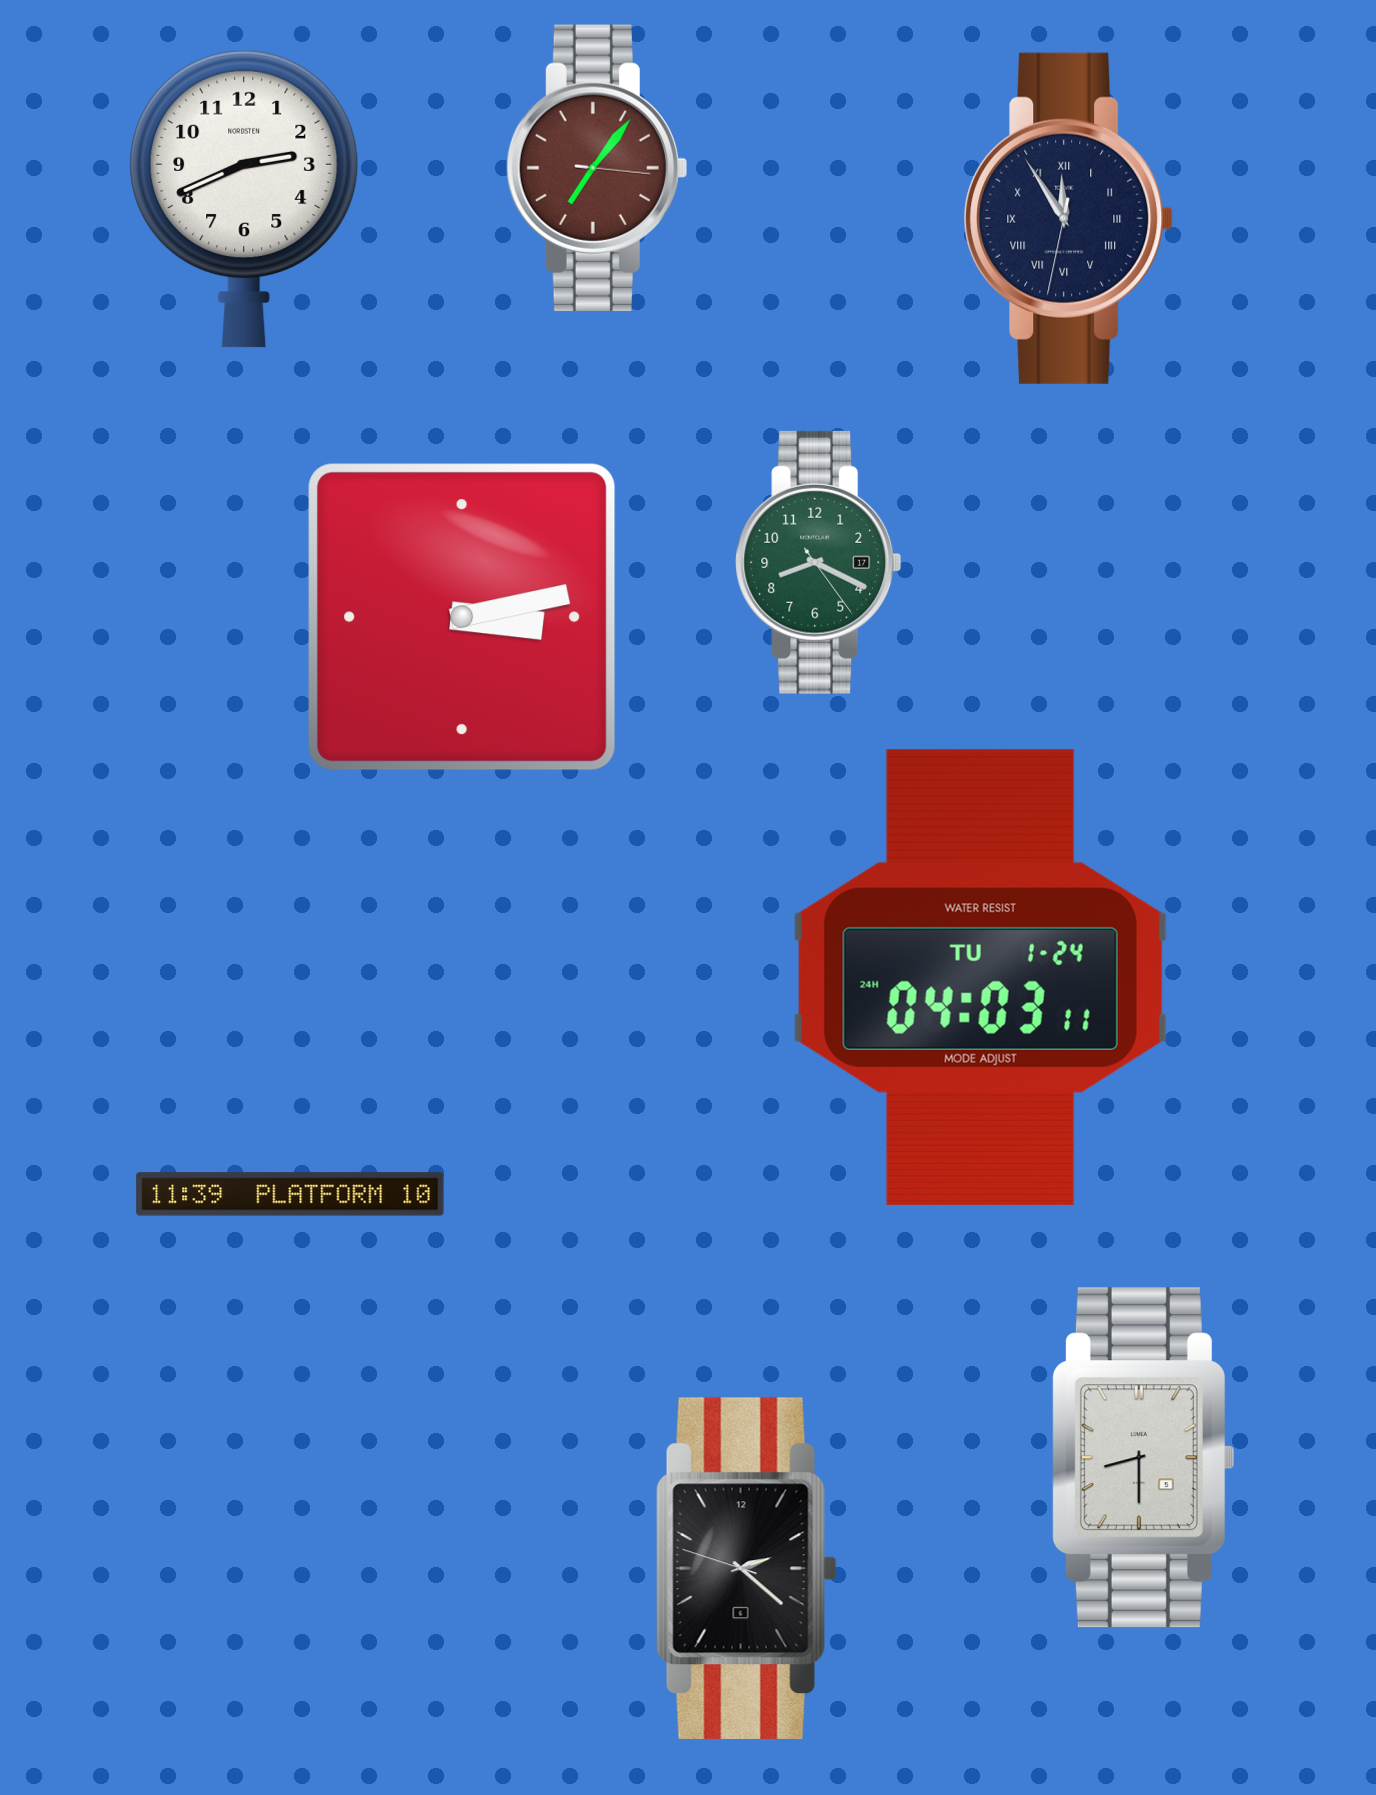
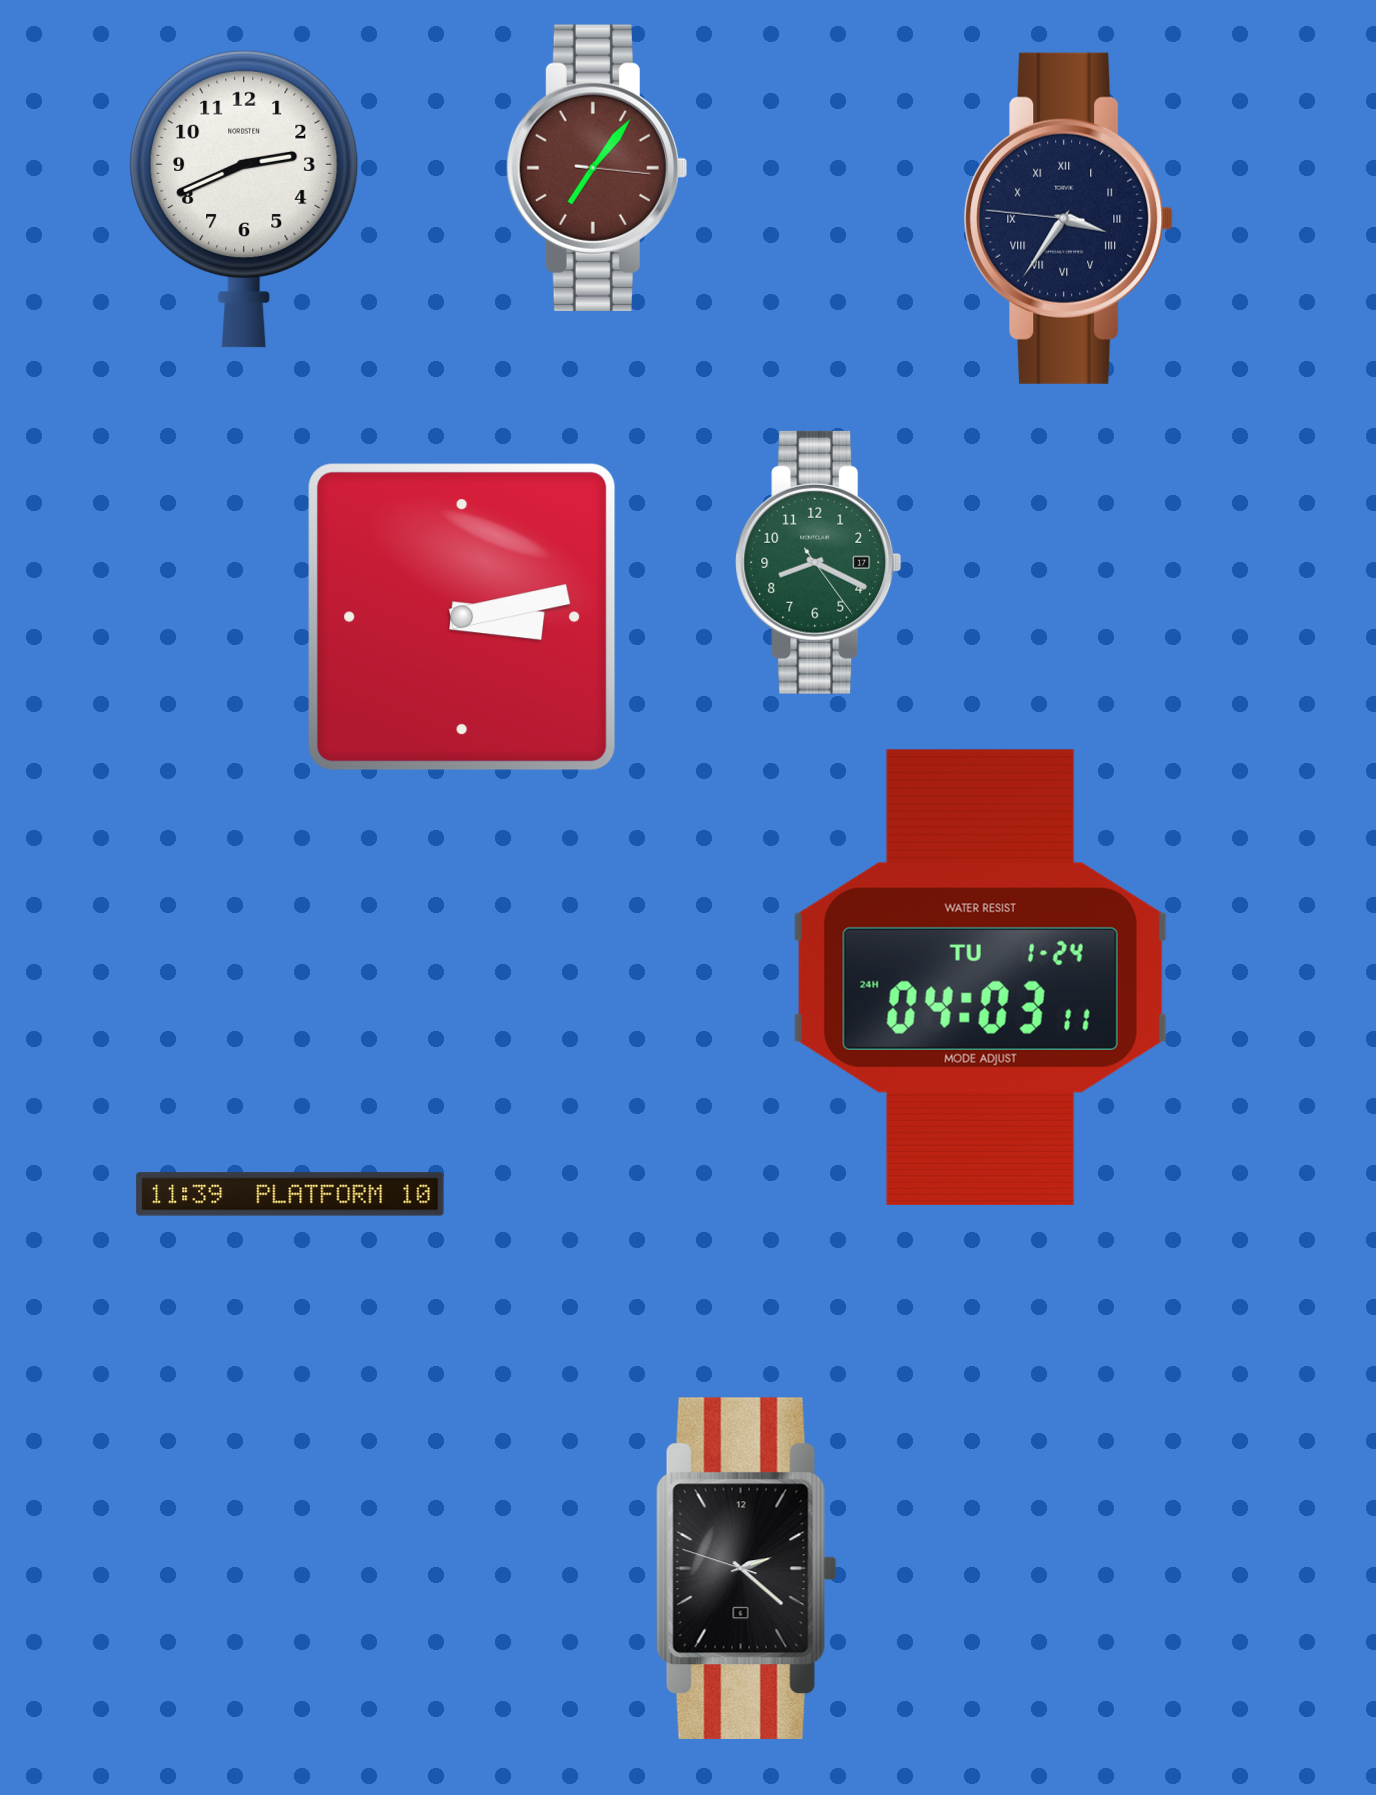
clock at (1069, 218): 11:54 -> 3:35
clock at (1143, 1458): 8:30 -> none
